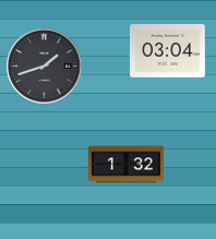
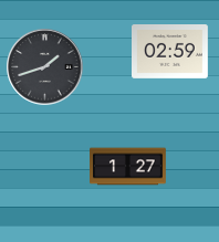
clock at (168, 51): 03:04 -> 02:59
clock at (127, 165): 1:32 -> 1:27
